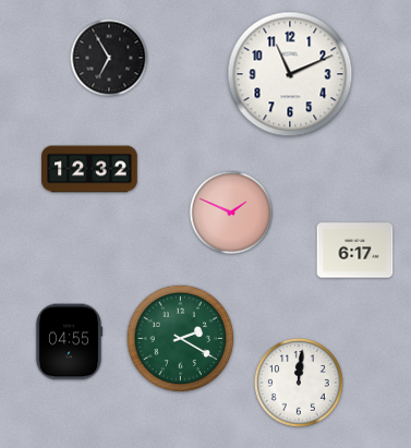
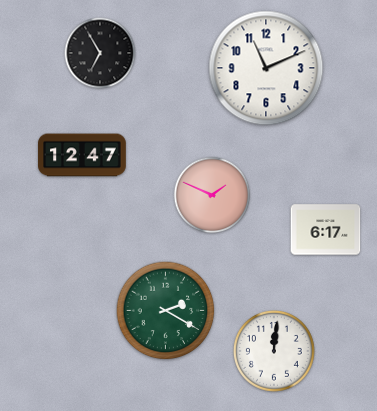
clock at (89, 169): 12:32 -> 12:47
clock at (69, 342): 04:55 -> none
